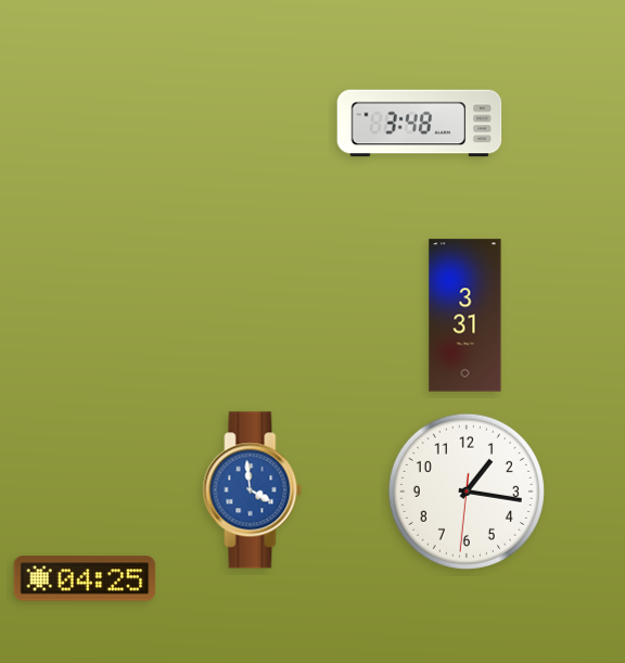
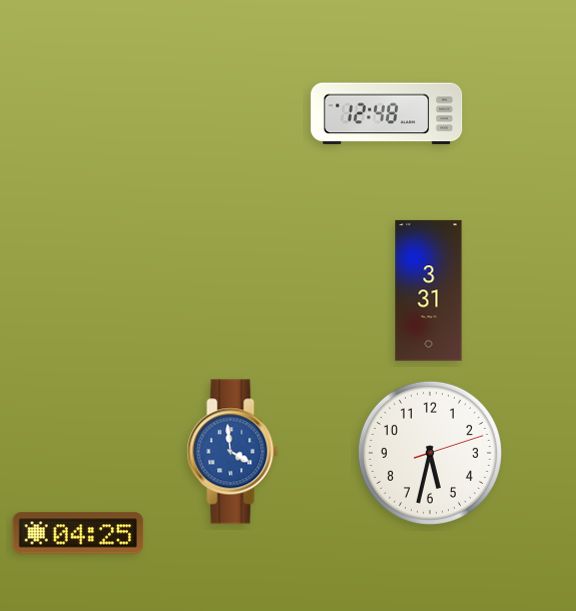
clock at (420, 124): 3:48 -> 12:48
clock at (467, 492): 1:16 -> 5:32
